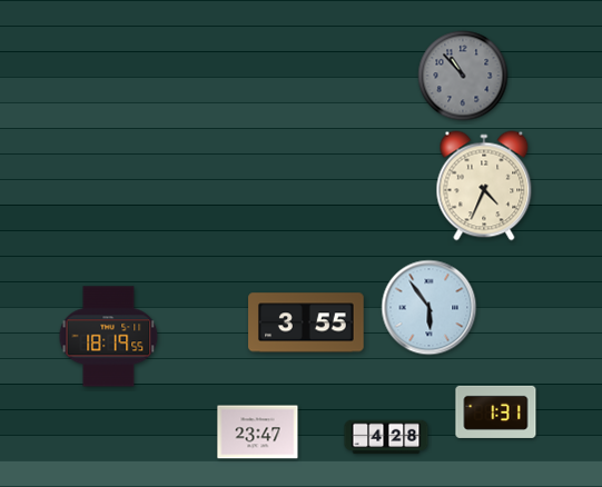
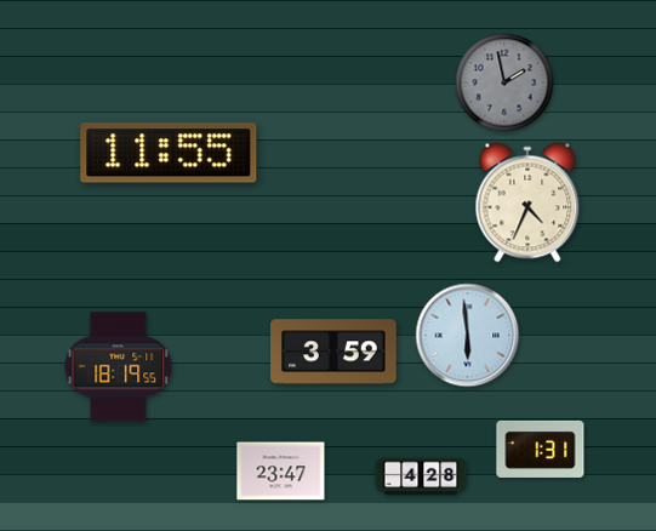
clock at (463, 76): 10:53 -> 1:58
clock at (169, 153): none -> 11:55
clock at (430, 308): 5:54 -> 5:59
clock at (306, 322): 3:55 -> 3:59
